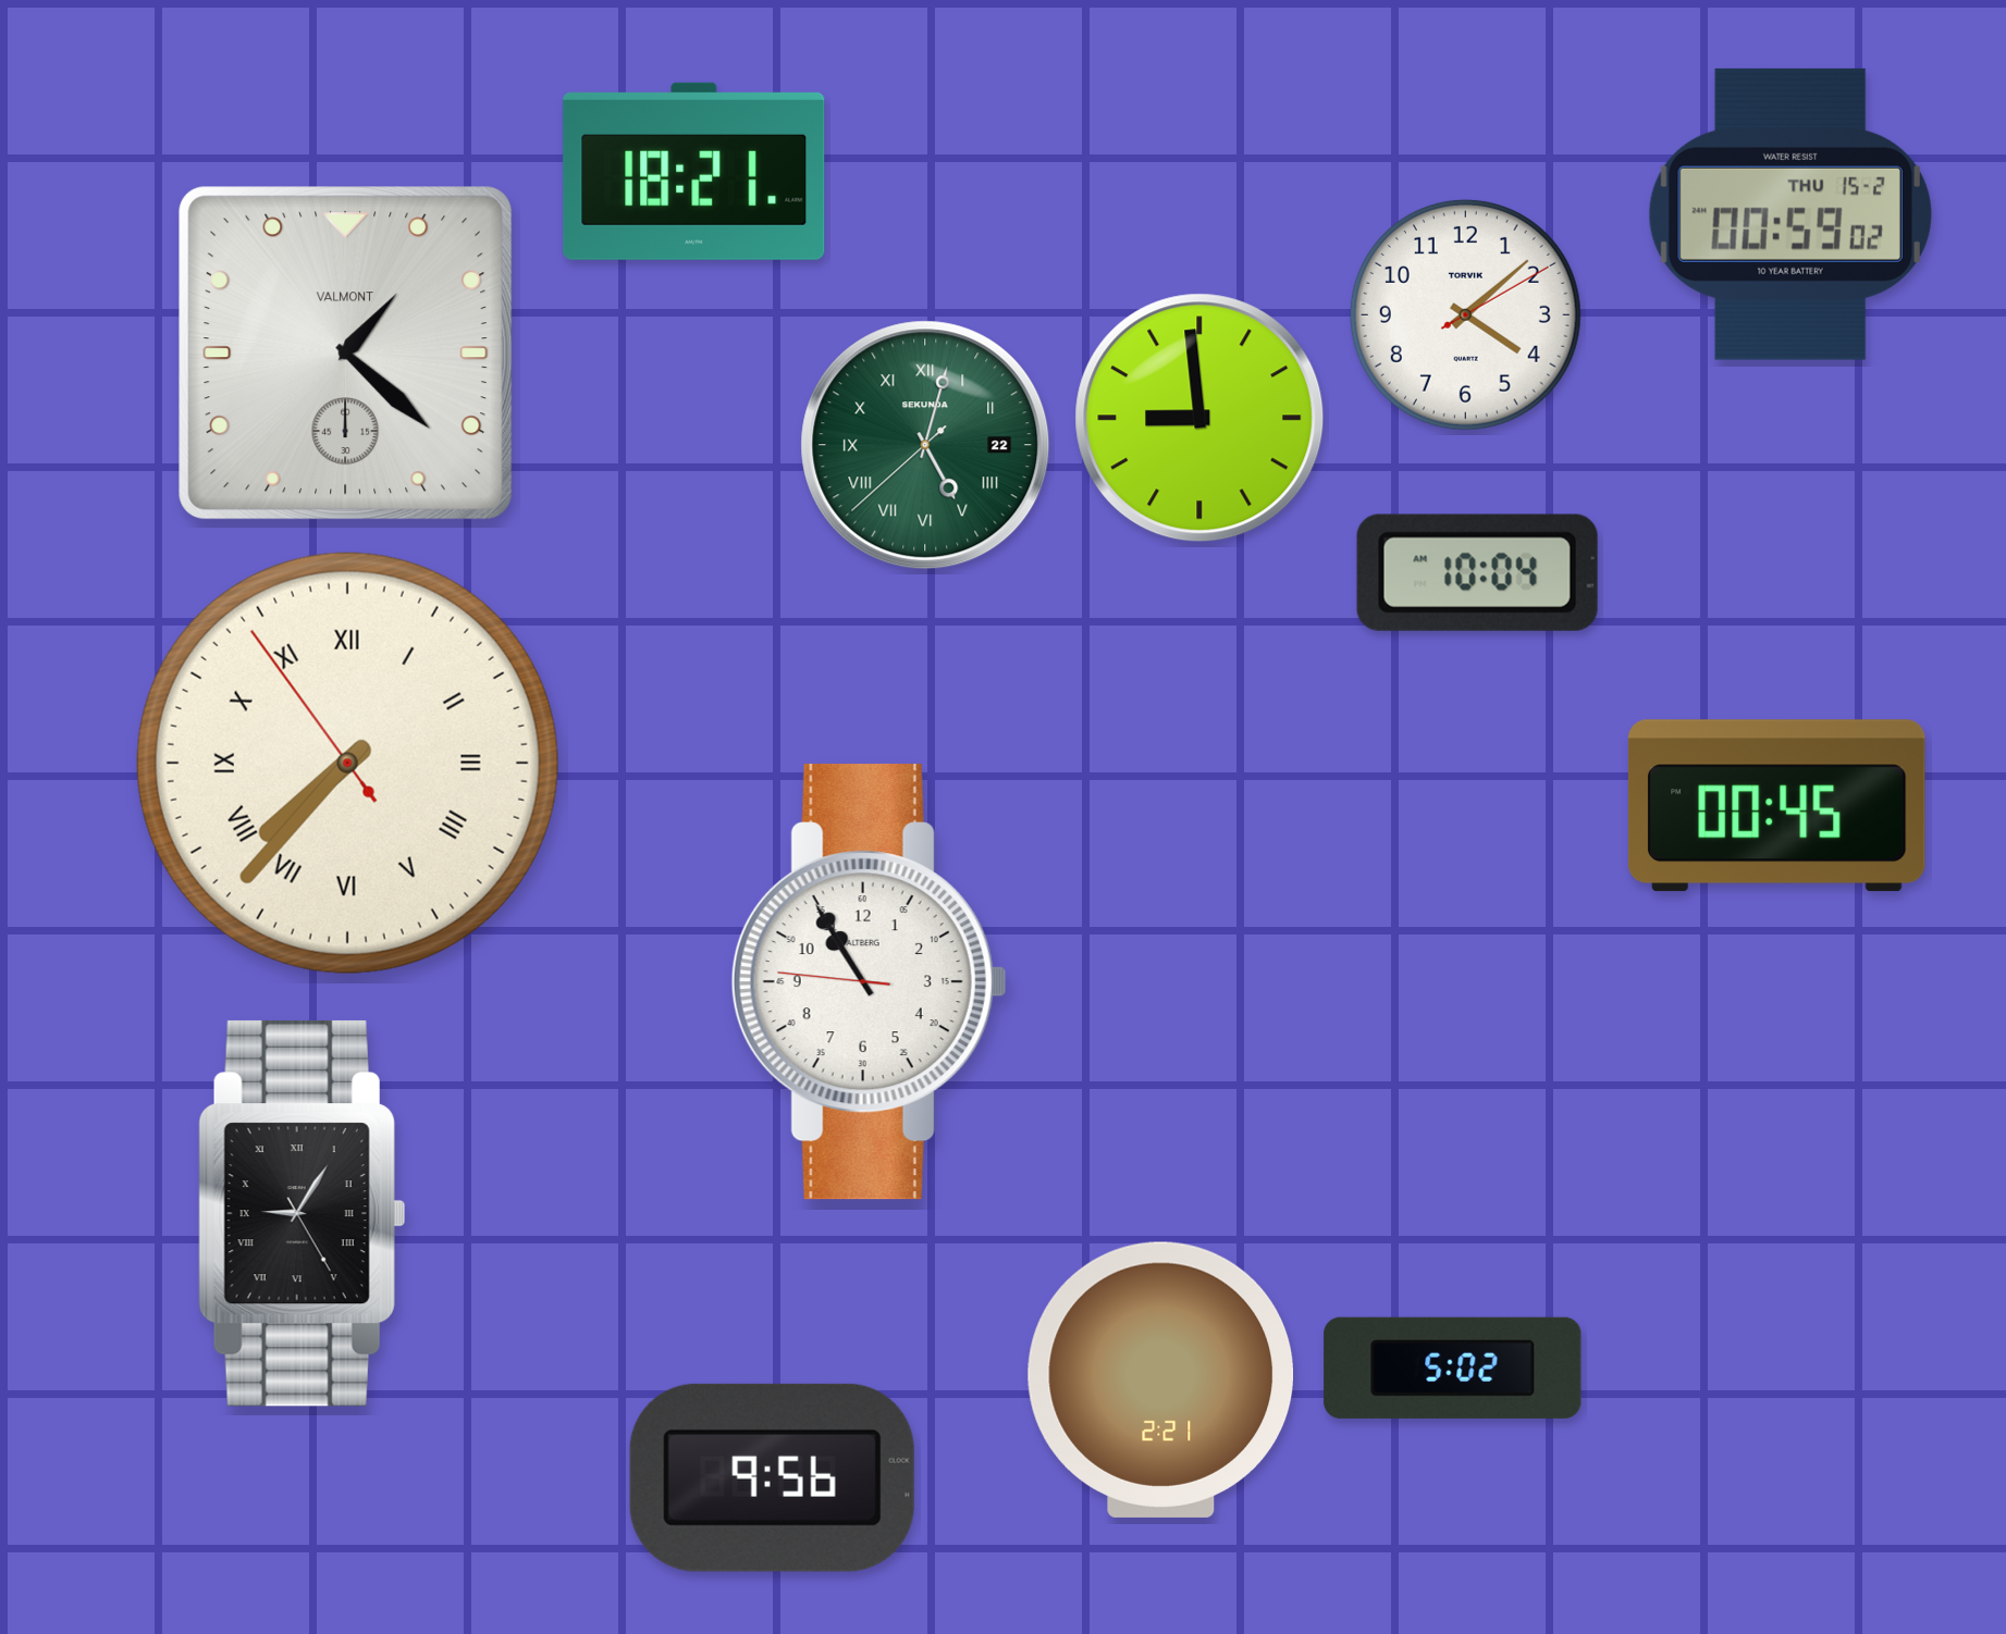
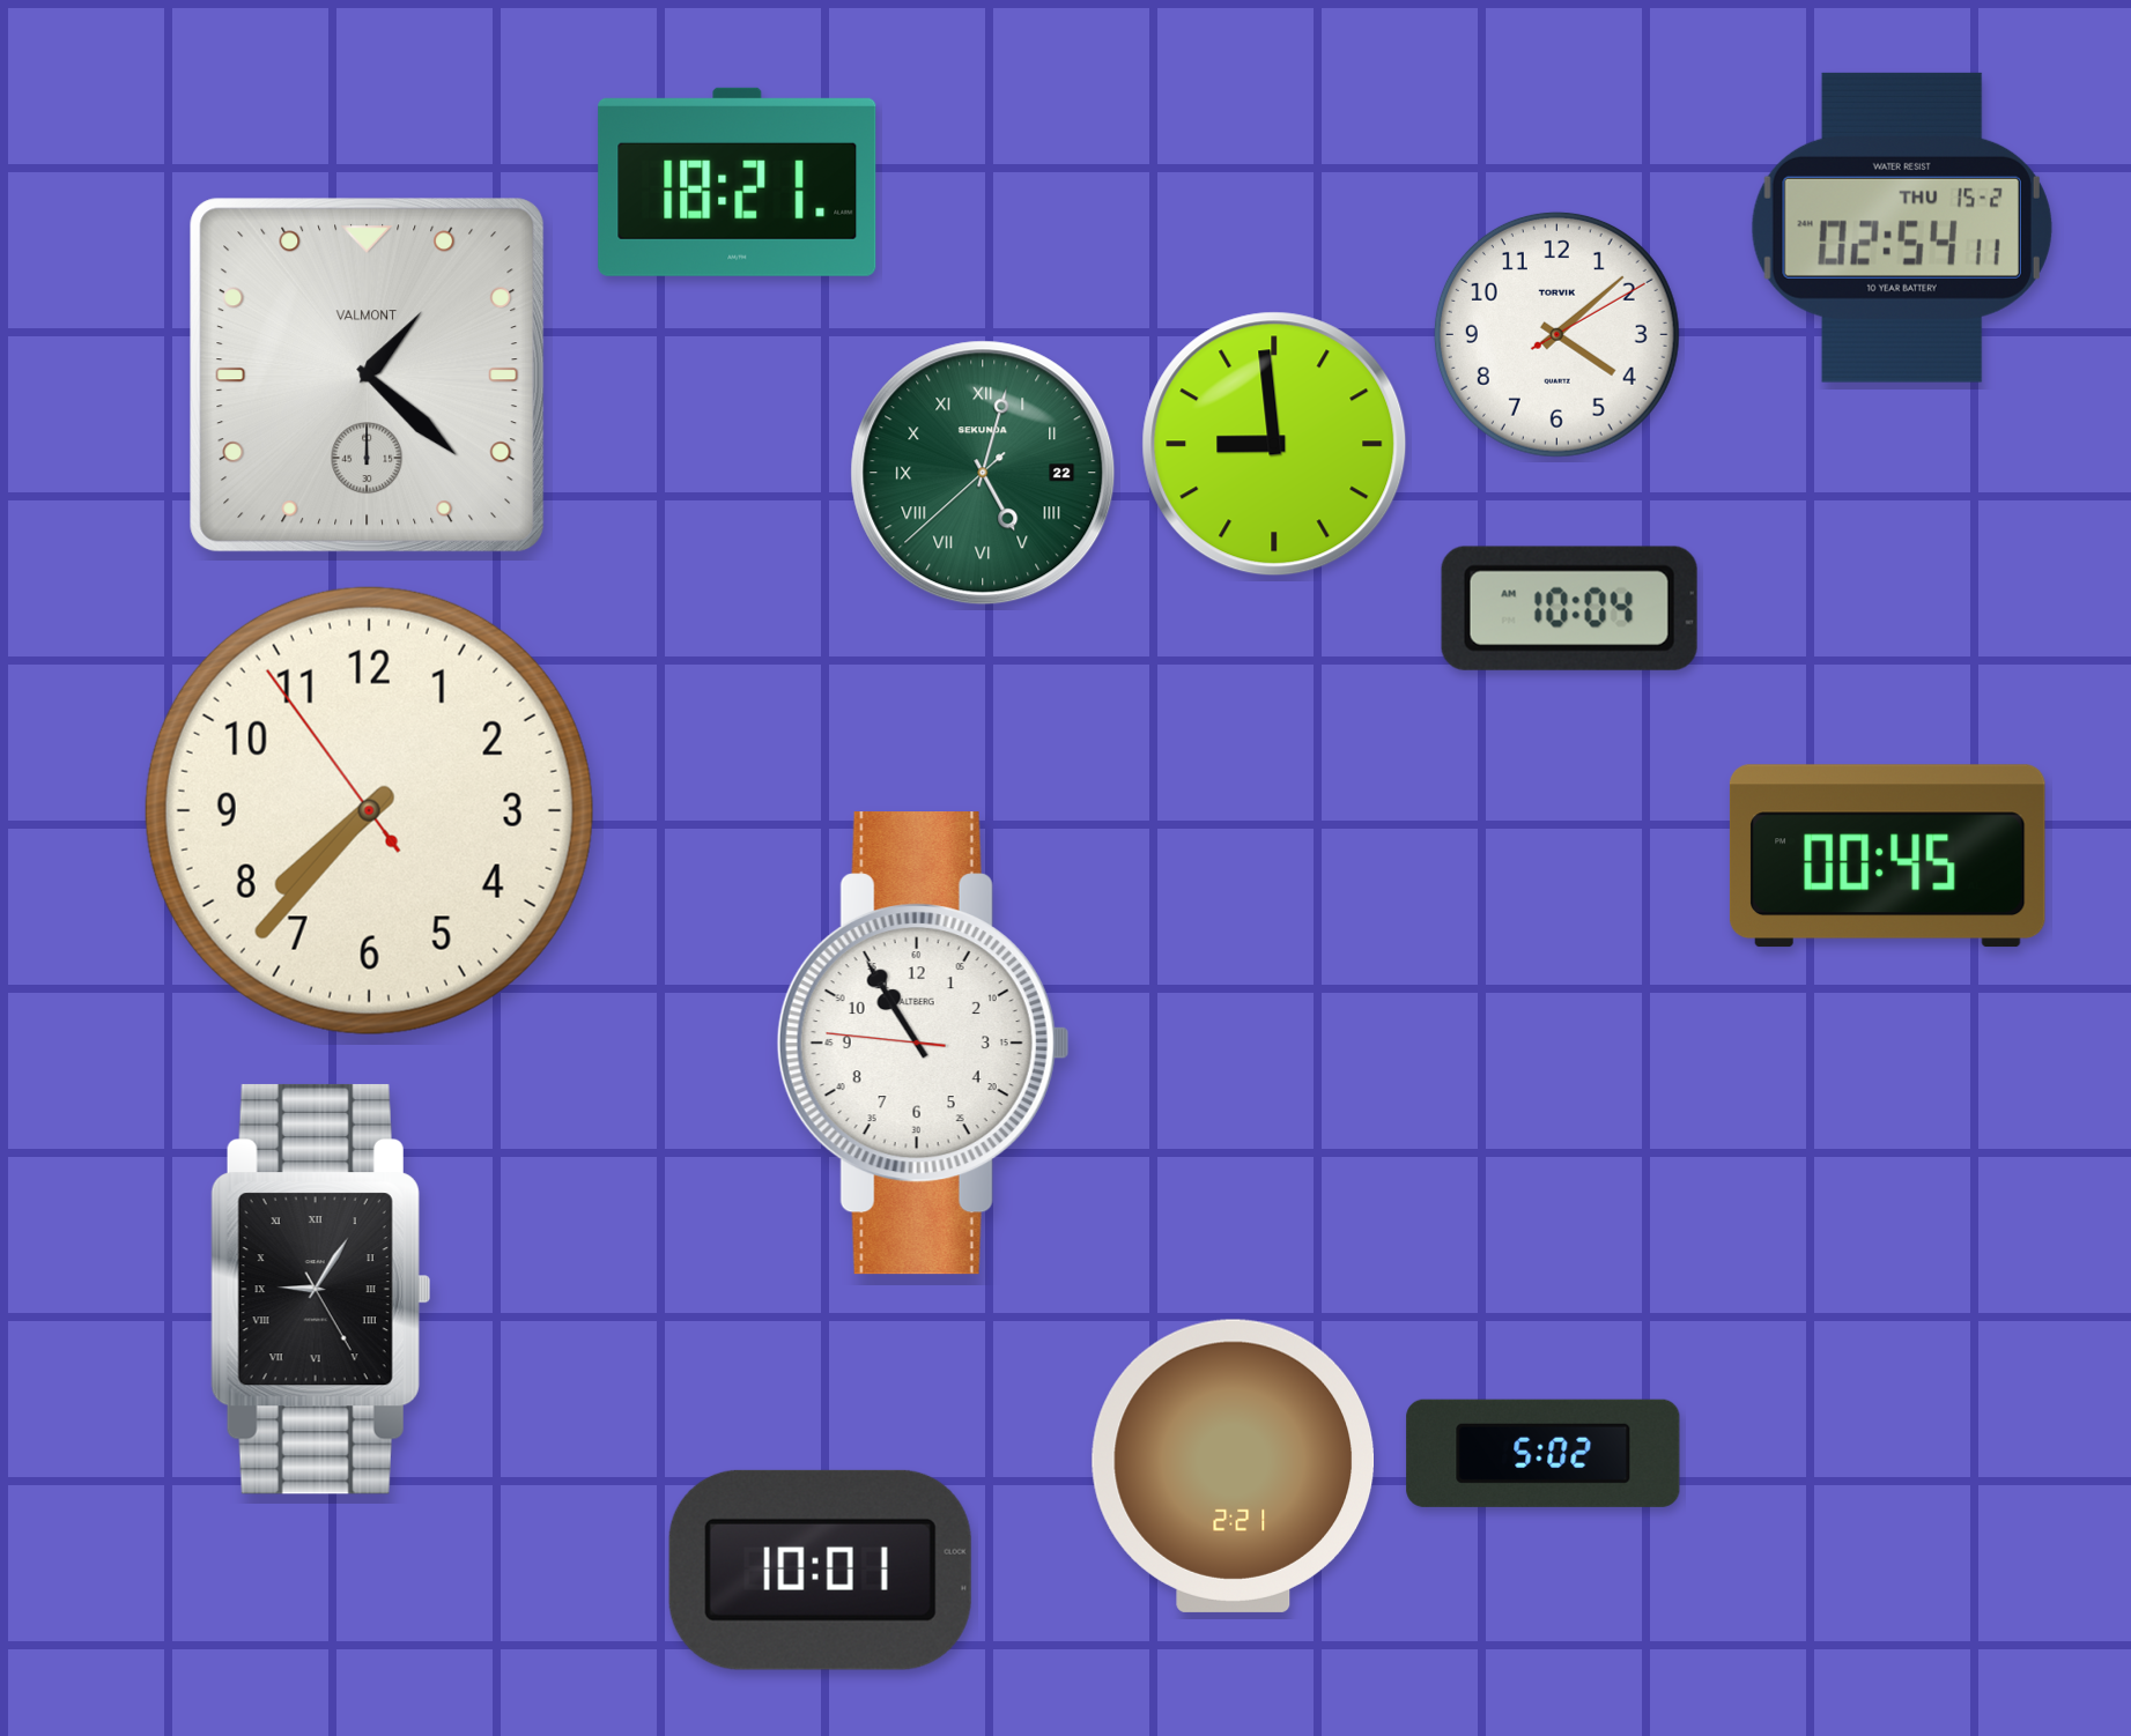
clock at (1790, 214): 00:59 -> 02:54
clock at (347, 763) numerals: Roman -> Arabic
clock at (772, 1477): 9:56 -> 10:01
